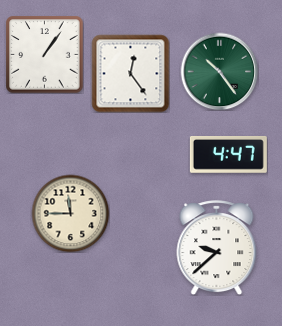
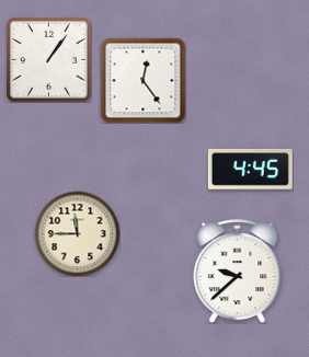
clock at (219, 71): 10:24 -> none
clock at (228, 155): 4:47 -> 4:45
